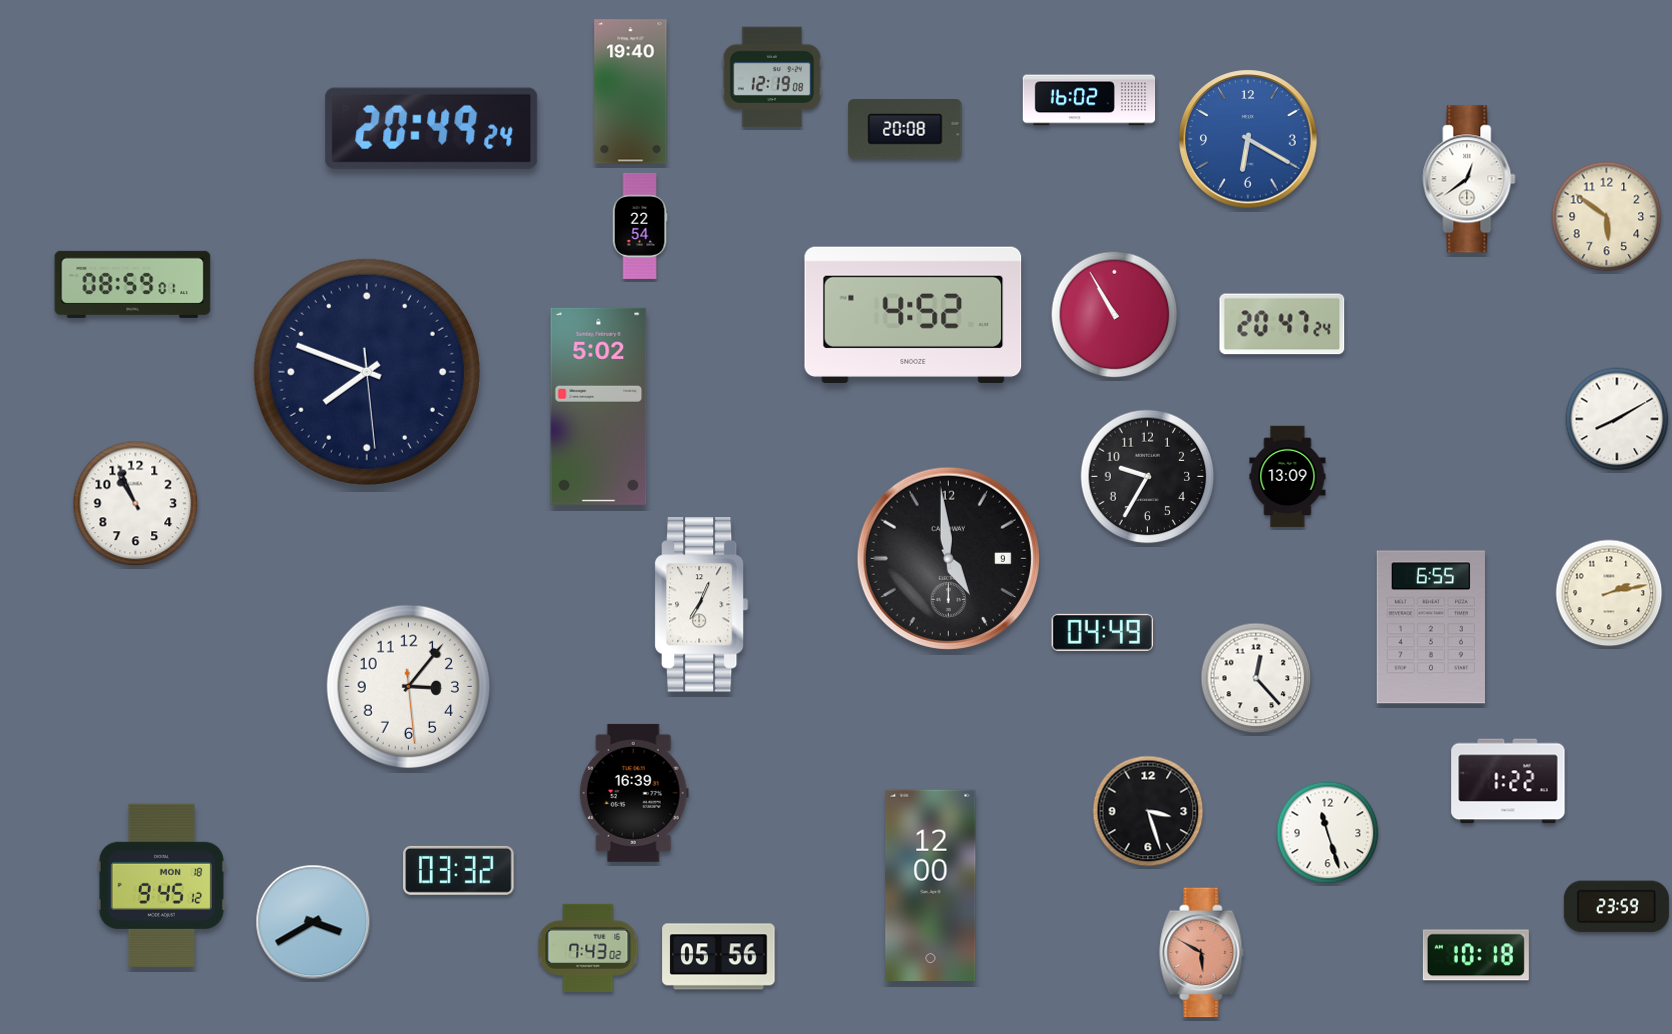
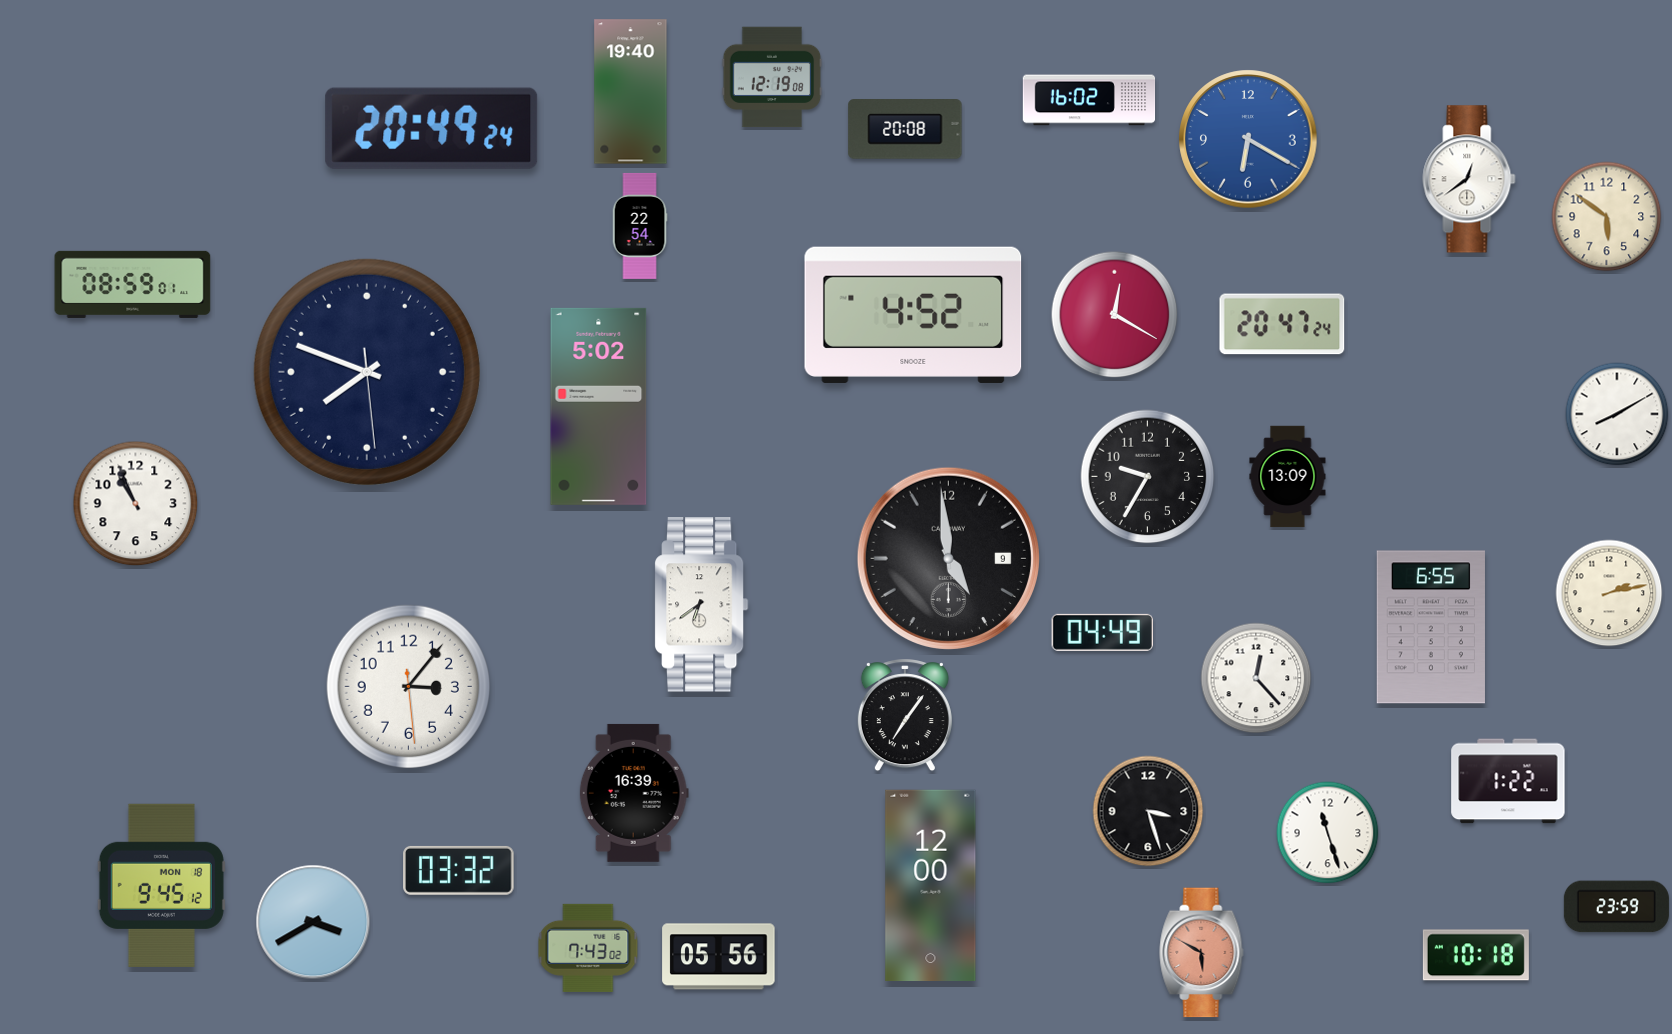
clock at (1115, 315): 10:55 -> 12:20
clock at (1617, 419) position: (1617, 419) -> (1617, 414)
clock at (702, 605): 7:04 -> 6:39
clock at (905, 716): none -> 7:06
